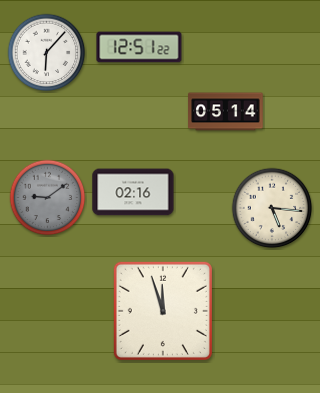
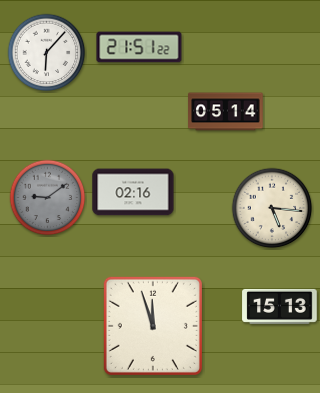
clock at (139, 47): 12:51 -> 21:51
clock at (280, 306): none -> 15:13
clock at (163, 311) position: (163, 311) -> (153, 326)
